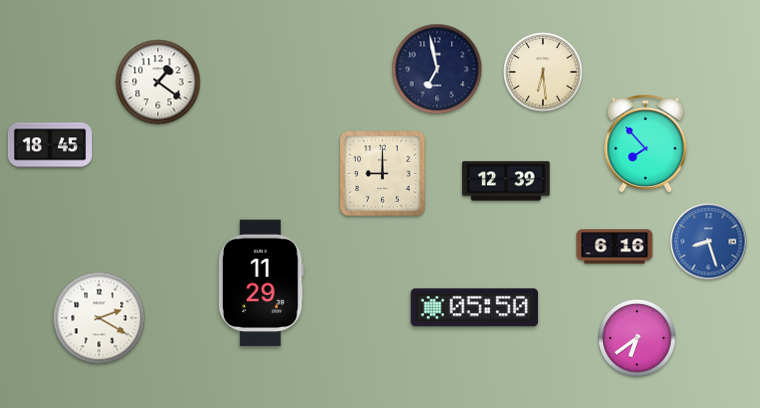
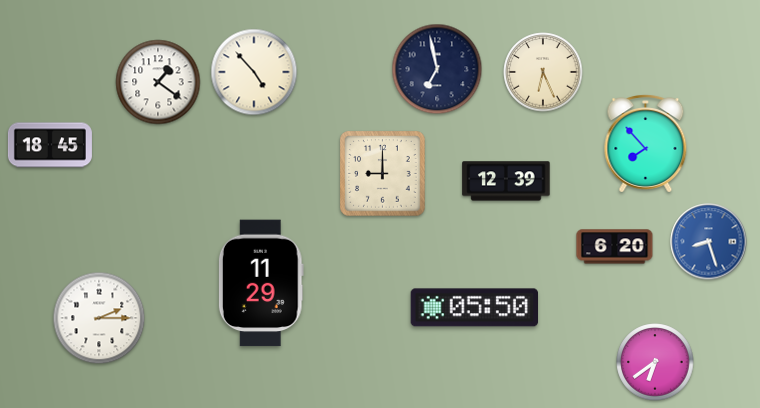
clock at (254, 72): none -> 4:53
clock at (543, 72): 6:29 -> 6:26
clock at (615, 247): 6:16 -> 6:20
clock at (99, 318): 2:20 -> 2:15
clock at (637, 338) position: (637, 338) -> (655, 362)
